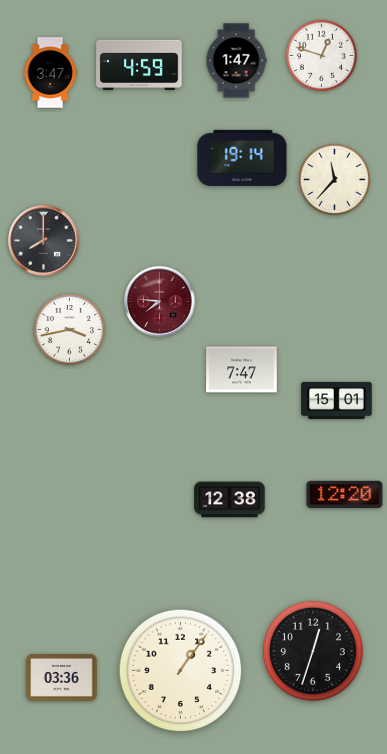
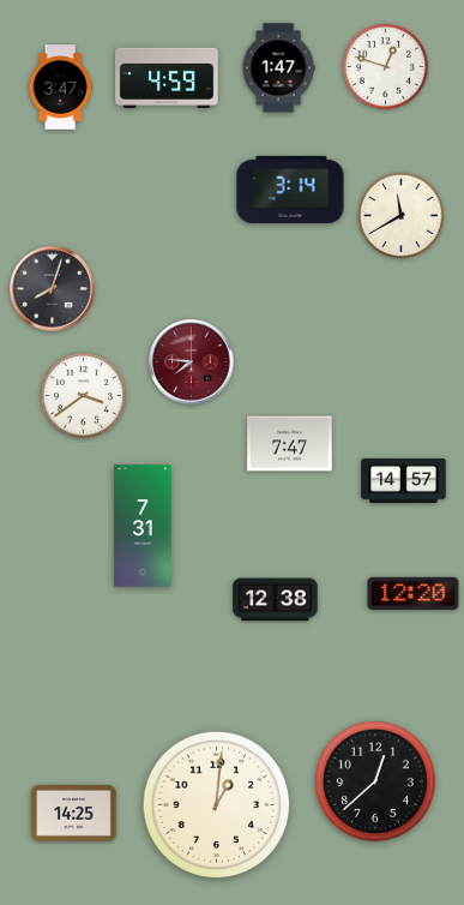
clock at (236, 61) position: (236, 61) -> (278, 68)
clock at (242, 158): 19:14 -> 3:14
clock at (334, 179): 11:37 -> 11:40
clock at (44, 241): 8:00 -> 8:03
clock at (69, 329): 3:43 -> 3:39
clock at (337, 400): 15:01 -> 14:57
clock at (143, 526): none -> 7:31
clock at (313, 651): 12:33 -> 12:38
clock at (181, 671): 1:06 -> 1:01
clock at (62, 677): 03:36 -> 14:25
